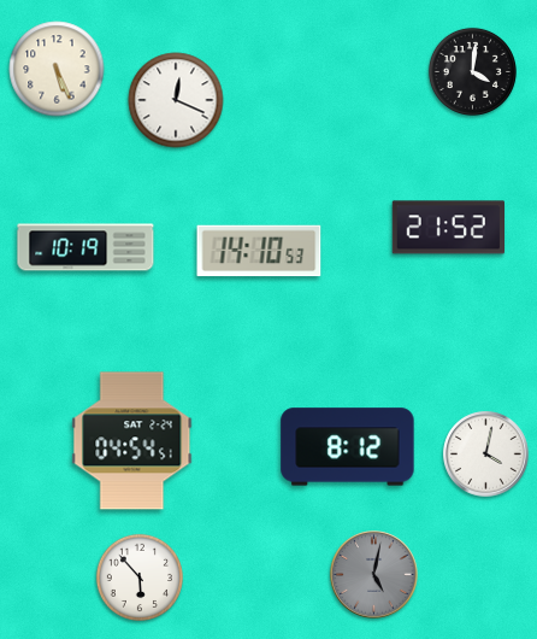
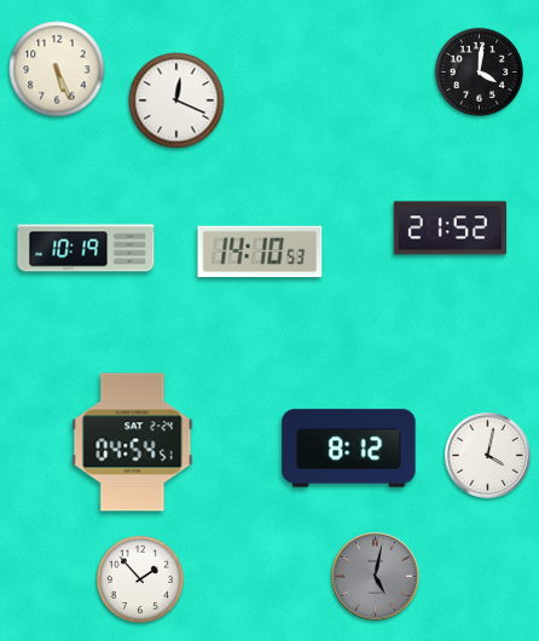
clock at (472, 71) position: (472, 71) -> (479, 71)
clock at (140, 578): 5:53 -> 1:53
